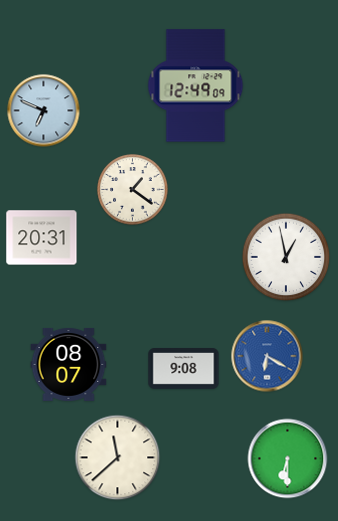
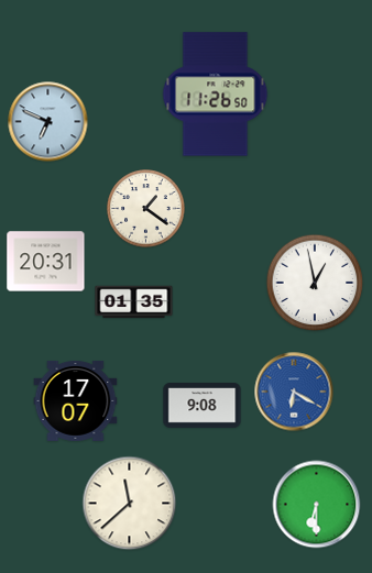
clock at (196, 86): 12:49 -> 11:26
clock at (134, 302): none -> 01:35
clock at (69, 364): 08:07 -> 17:07
